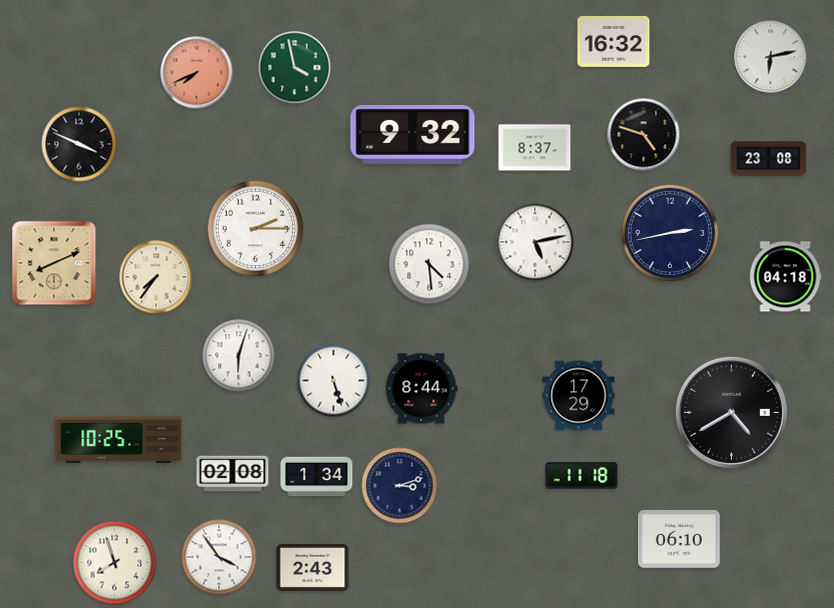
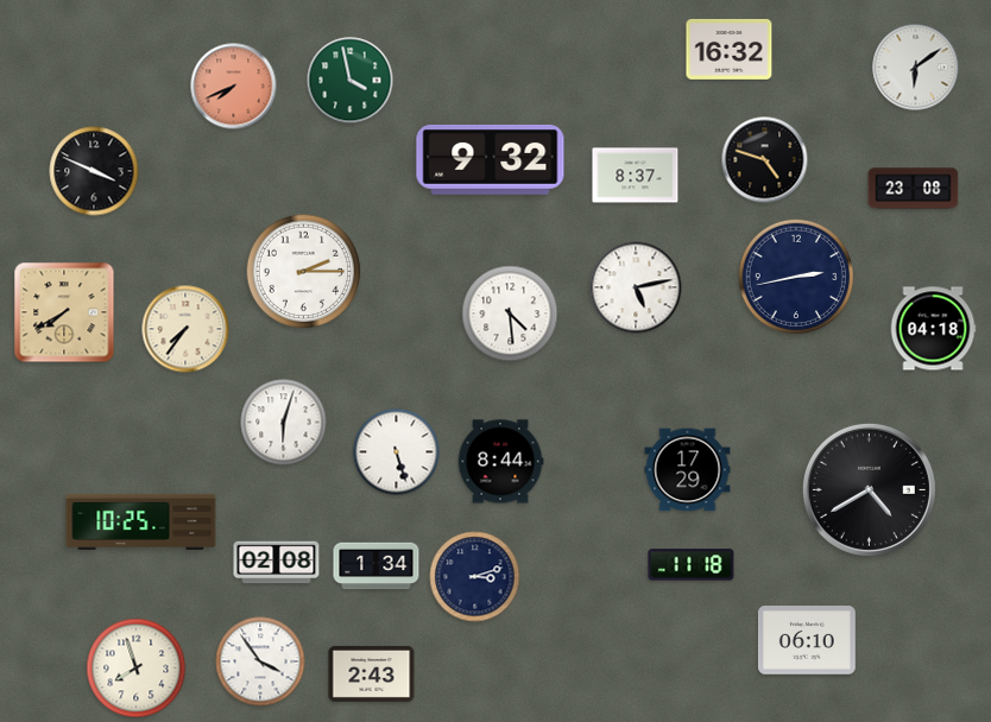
clock at (771, 57): 6:13 -> 6:09
clock at (54, 263): 8:11 -> 7:40
